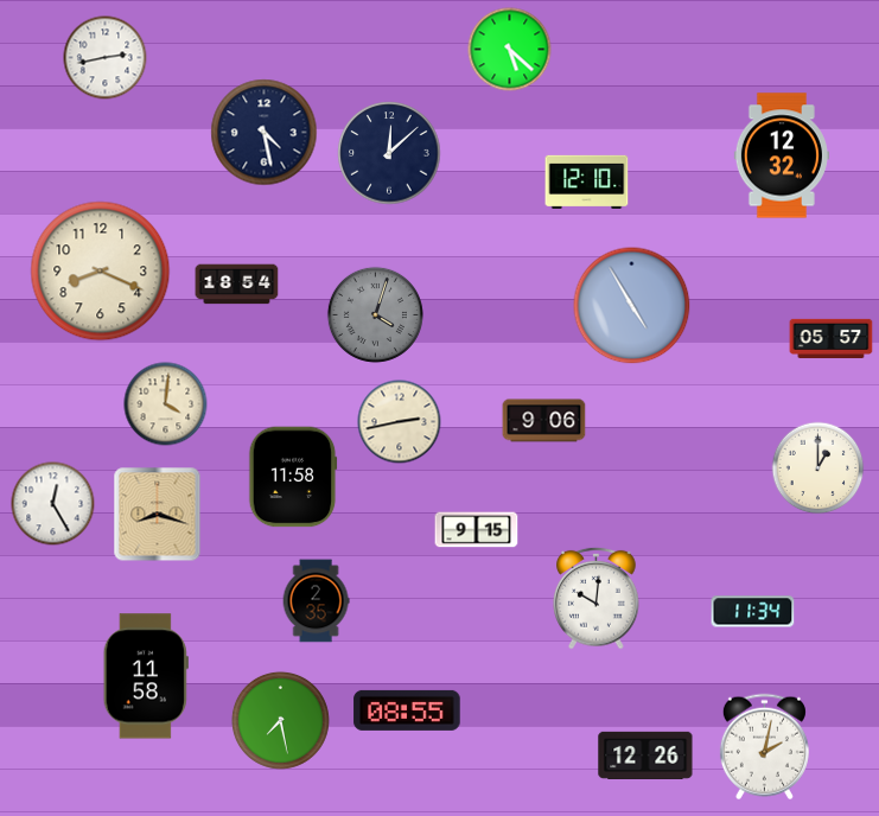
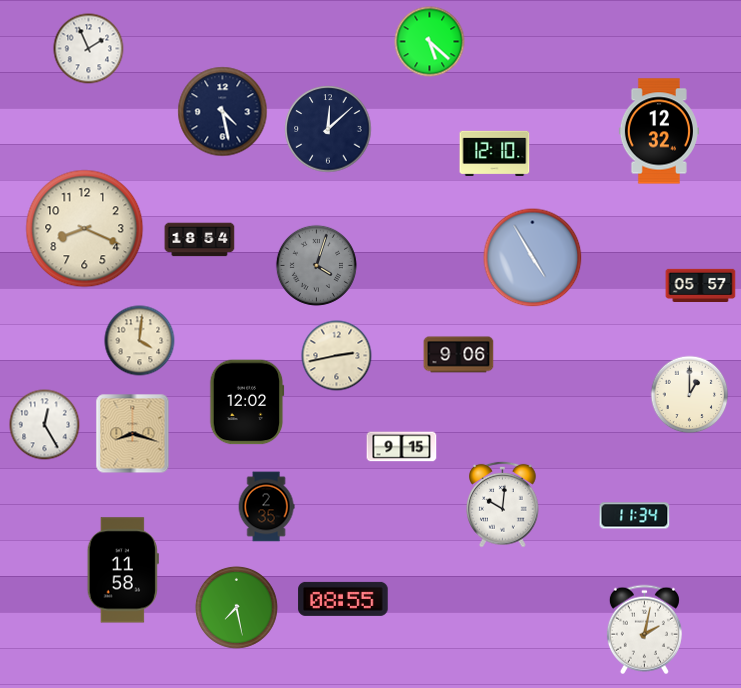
clock at (106, 58): 2:43 -> 1:56
clock at (293, 477): 11:58 -> 12:02
clock at (645, 756): 12:26 -> none
